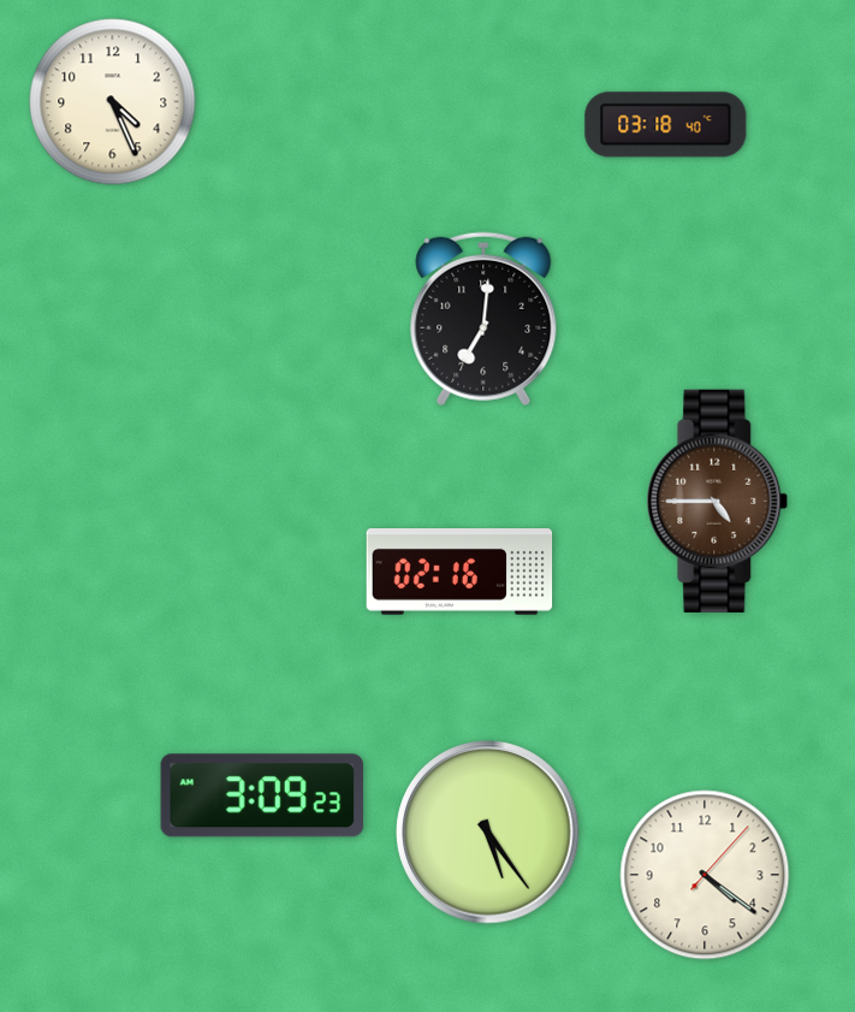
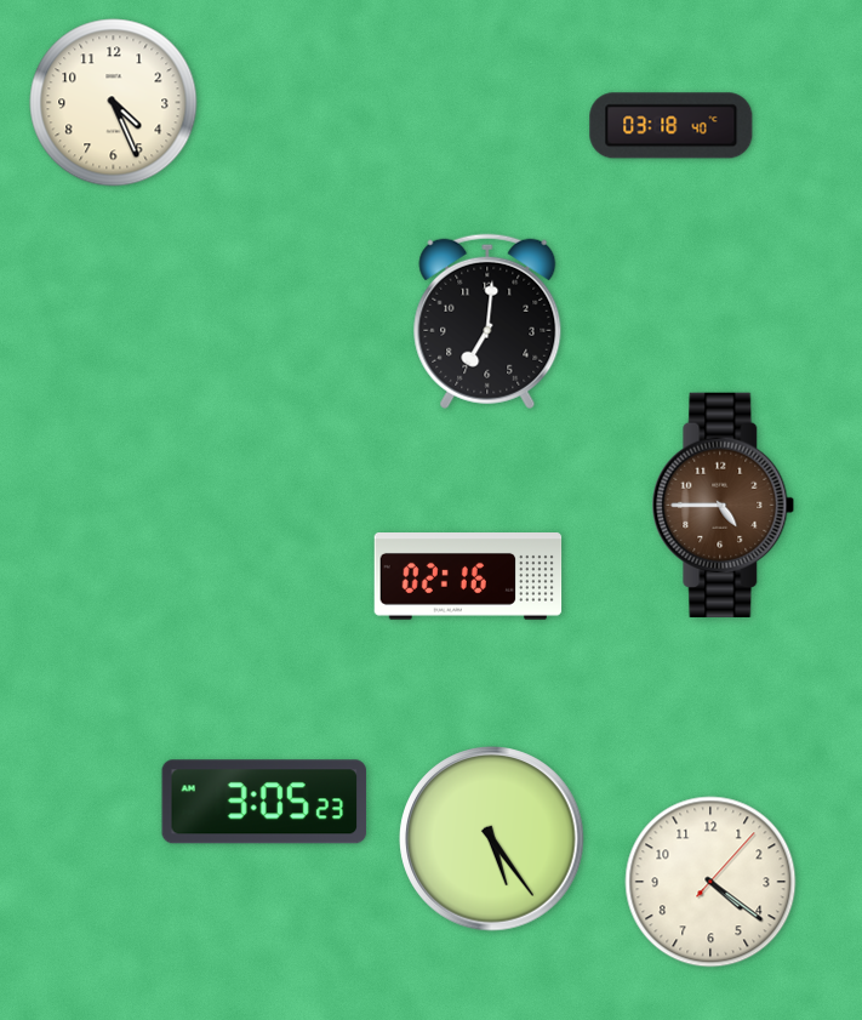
clock at (459, 573) position: (459, 573) -> (468, 577)
clock at (262, 795): 3:09 -> 3:05
